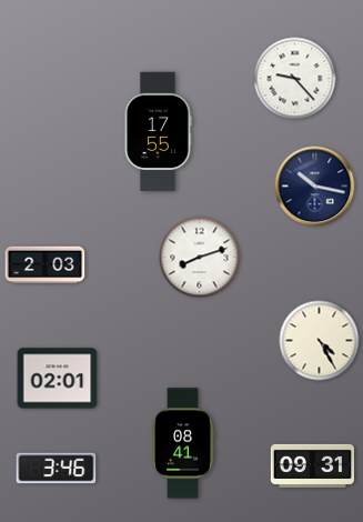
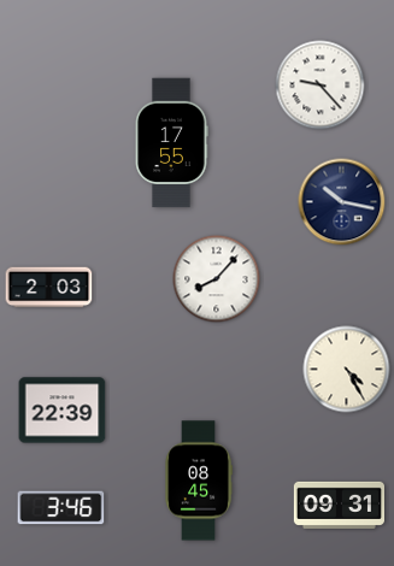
clock at (200, 258): 8:12 -> 8:07
clock at (58, 379): 02:01 -> 22:39
clock at (183, 443): 08:41 -> 08:45
